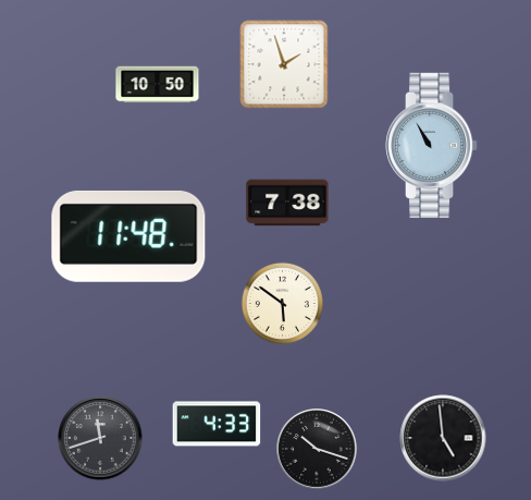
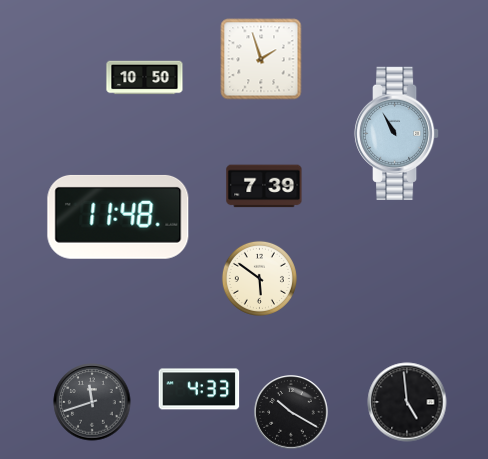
clock at (287, 203): 7:38 -> 7:39
clock at (317, 449): 10:18 -> 10:20
